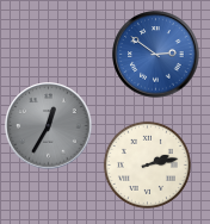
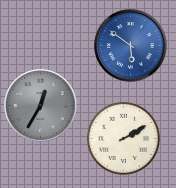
clock at (156, 55): 2:51 -> 5:51
clock at (147, 164): 2:13 -> 2:10
